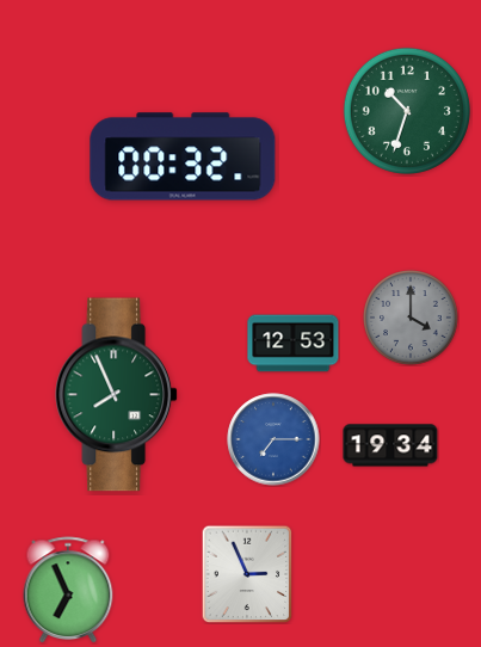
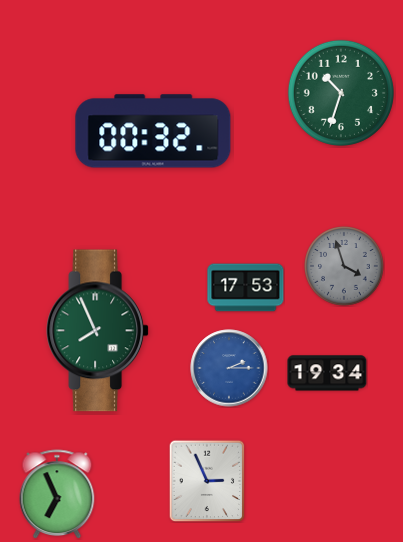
clock at (412, 319): 4:00 -> 3:57
clock at (294, 344): 12:53 -> 17:53
clock at (273, 439): 7:15 -> 2:15
